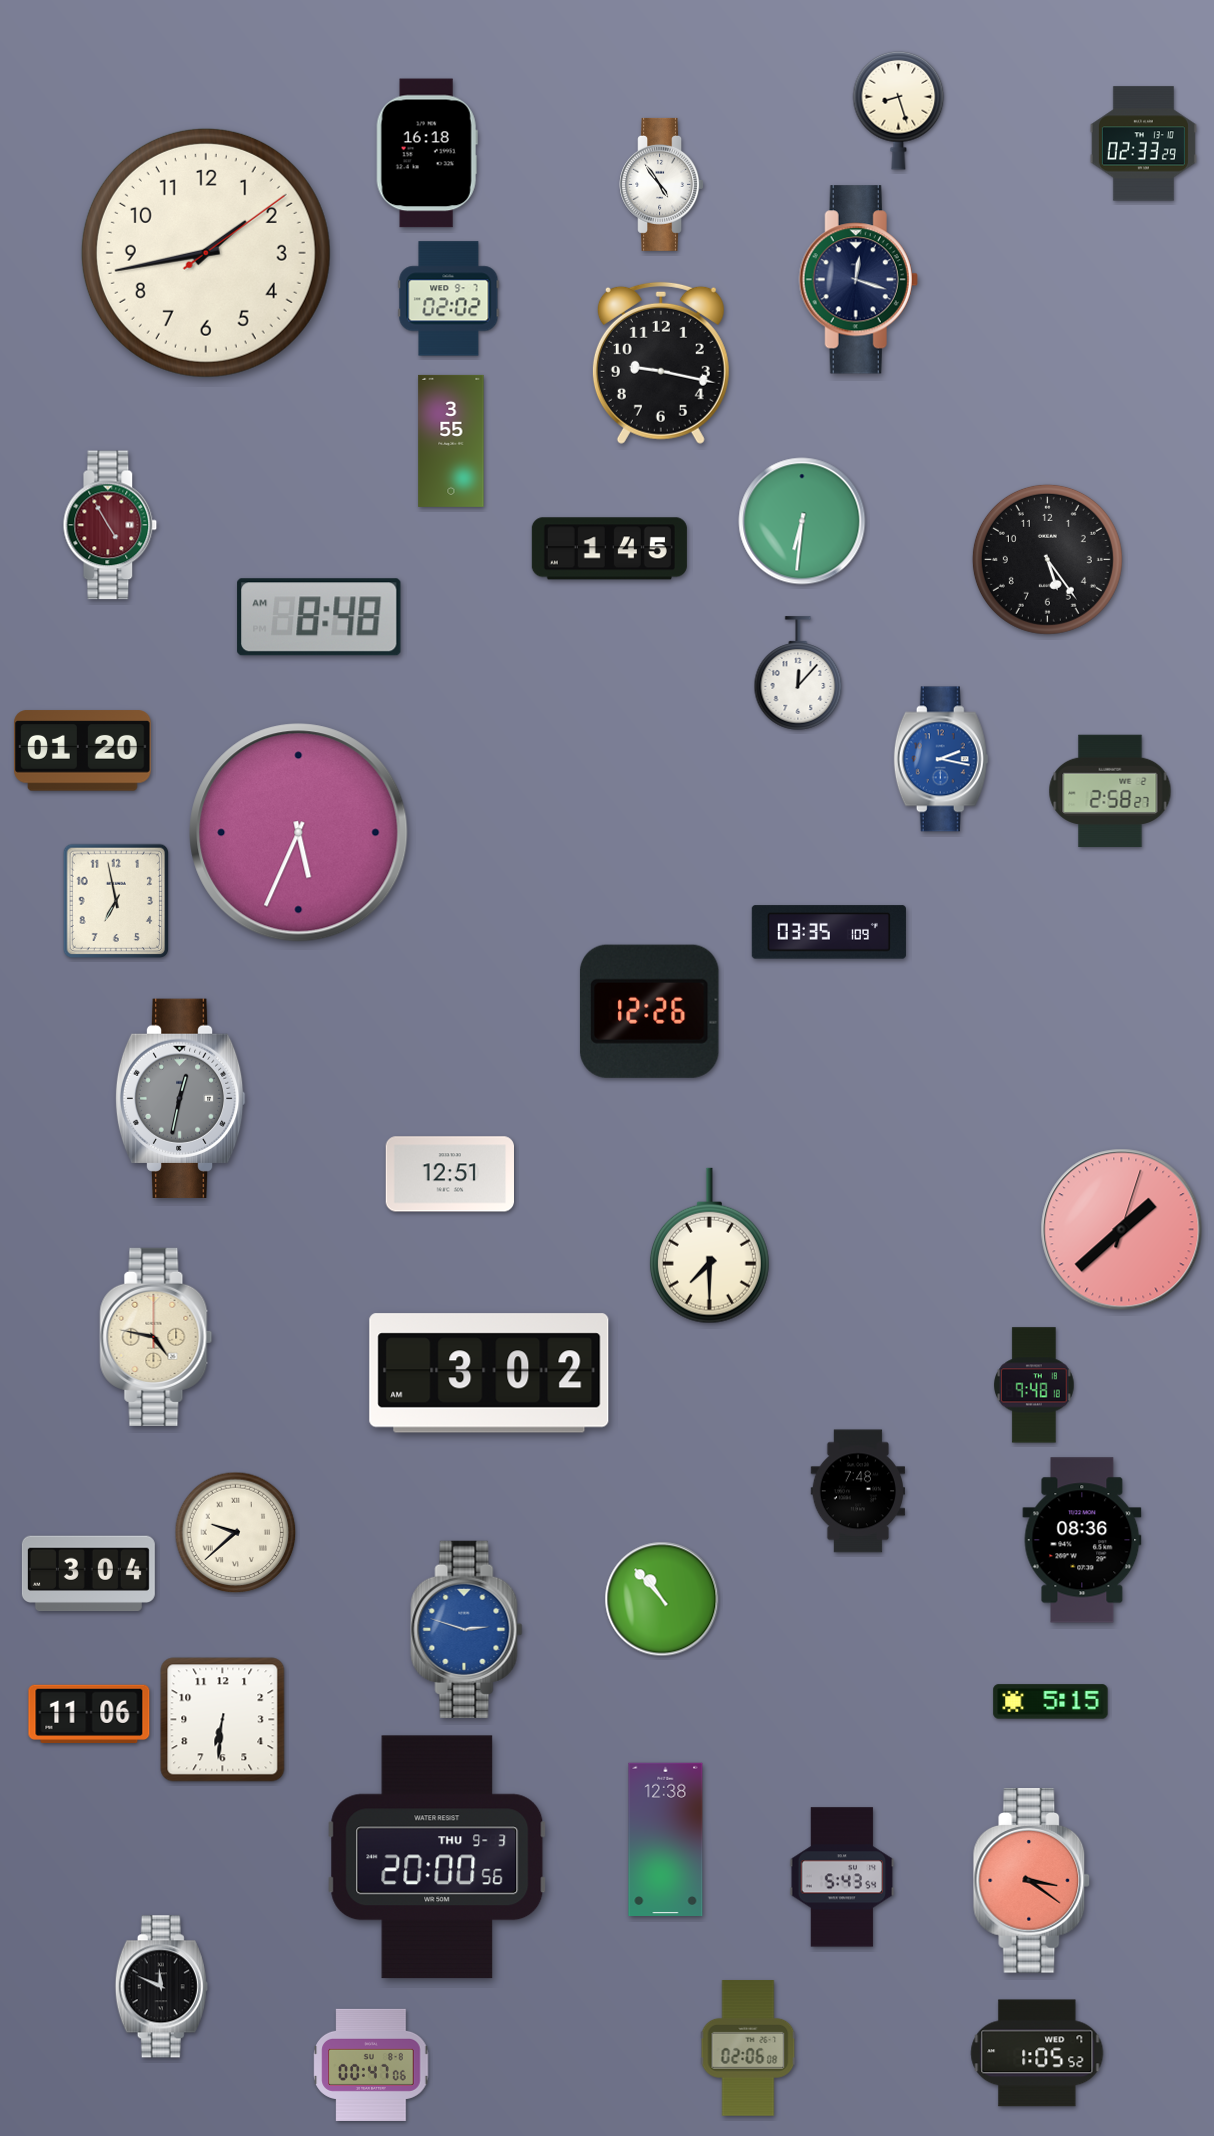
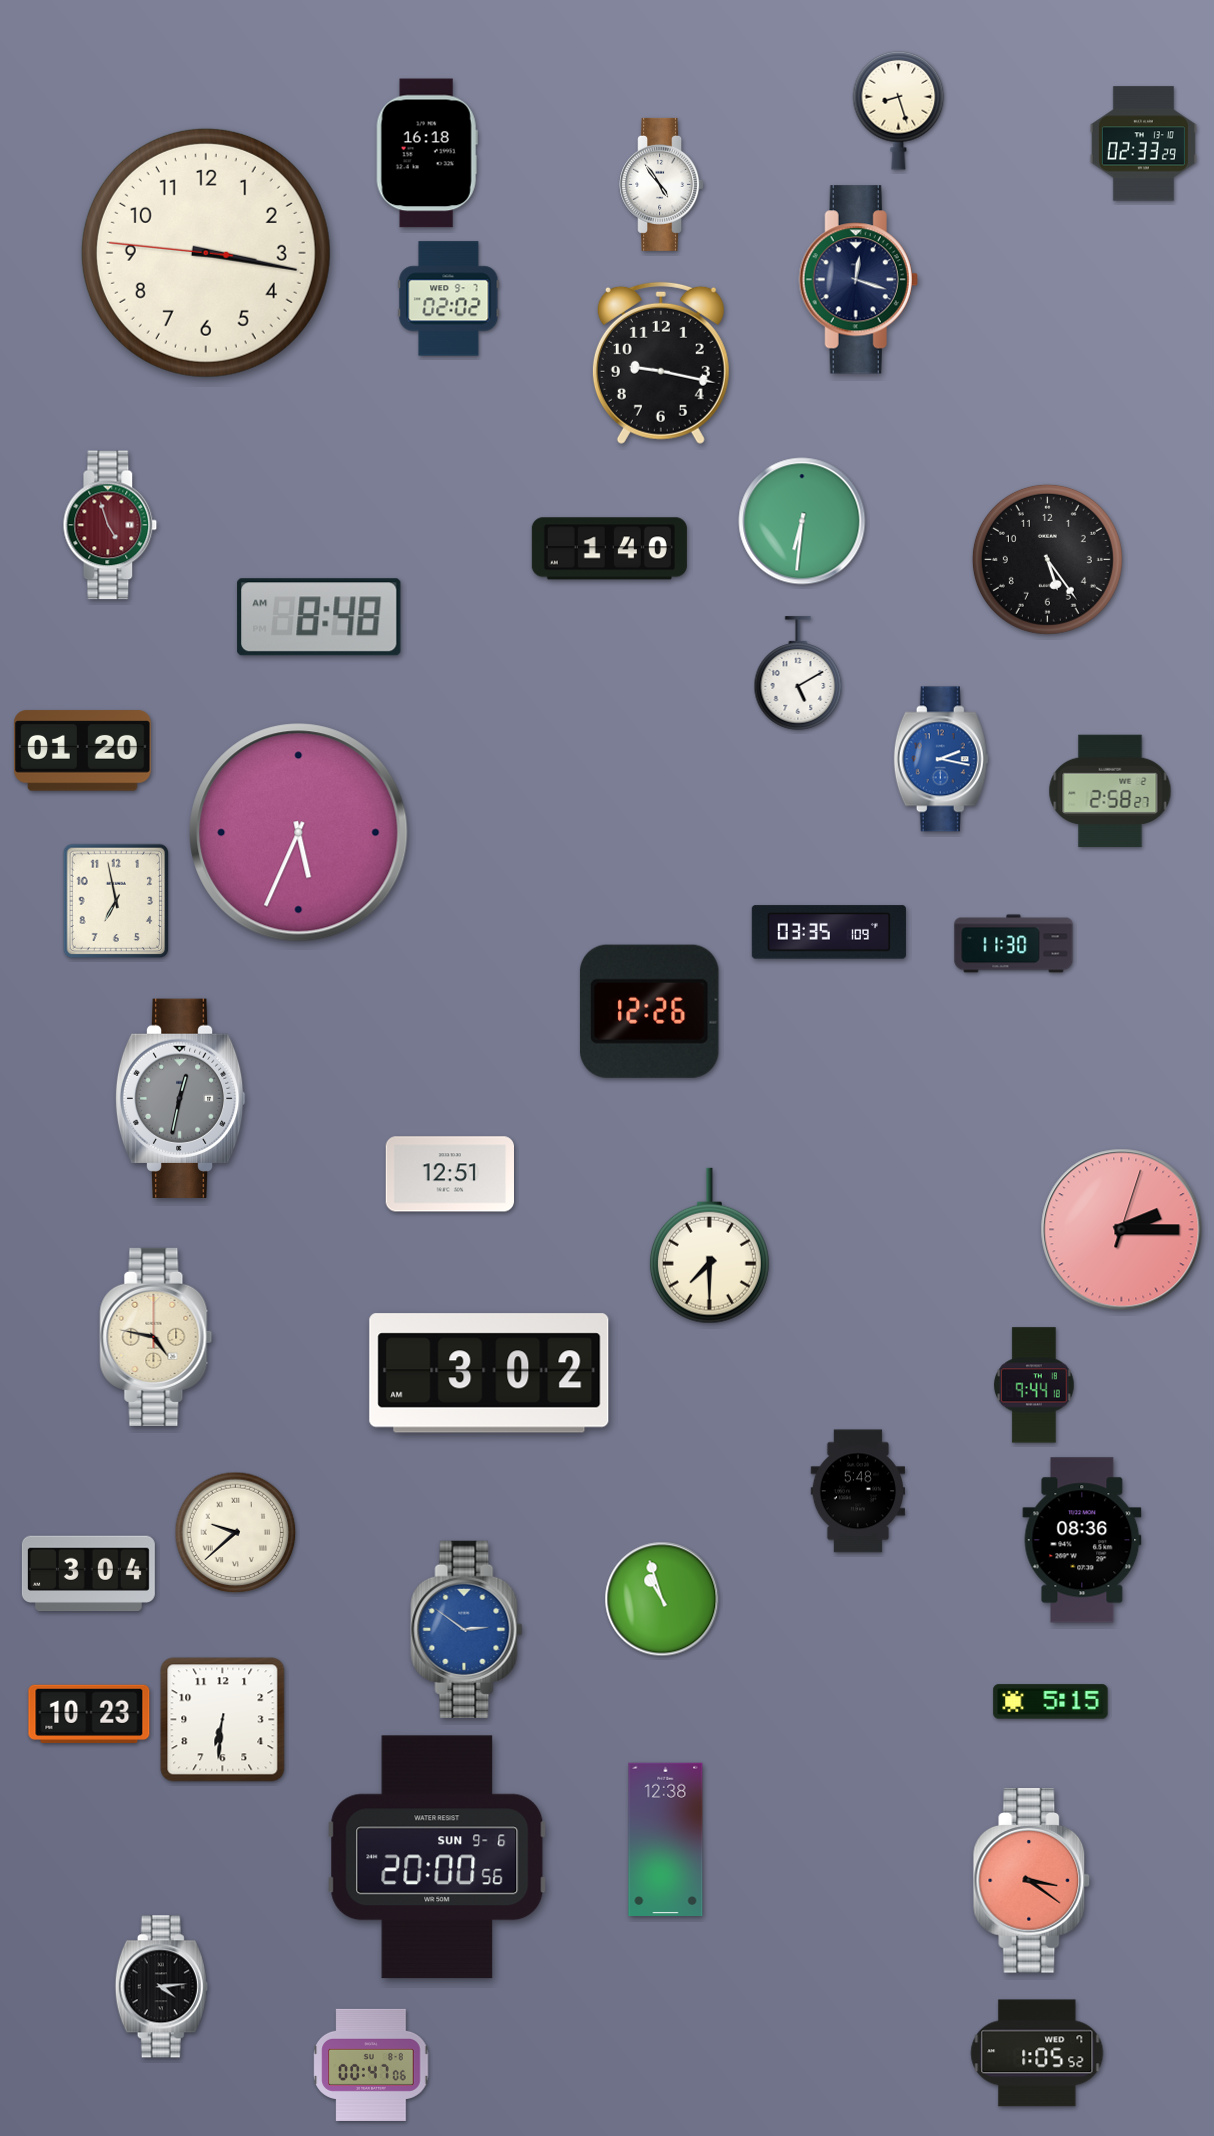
clock at (206, 253): 1:43 -> 3:16
clock at (451, 441): 3:55 -> none
clock at (110, 525): 4:55 -> 4:57
clock at (609, 549): 1:45 -> 1:40
clock at (798, 673): 12:07 -> 5:10
clock at (1014, 944): none -> 11:30
clock at (1122, 1230): 1:38 -> 2:15
clock at (1034, 1385): 9:48 -> 9:44
clock at (857, 1491): 7:48 -> 5:48
clock at (662, 1599): 10:53 -> 10:57
clock at (467, 1629): 2:48 -> 2:51
clock at (89, 1713): 11:06 -> 10:23
clock at (437, 1857) date: THU 9-3 -> SUN 9-6
clock at (842, 1877): 5:43 -> none
clock at (161, 1987): 11:49 -> 4:14
clock at (748, 2048): 02:06 -> none
